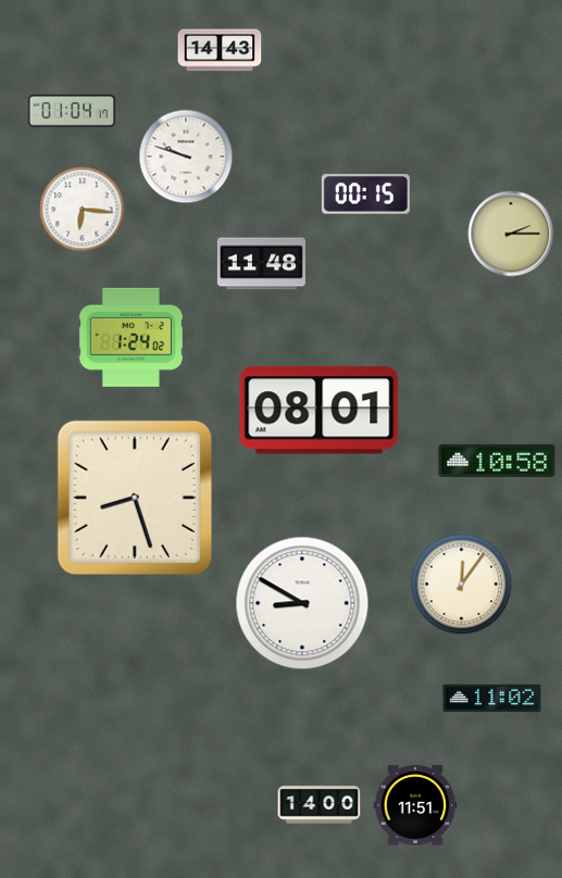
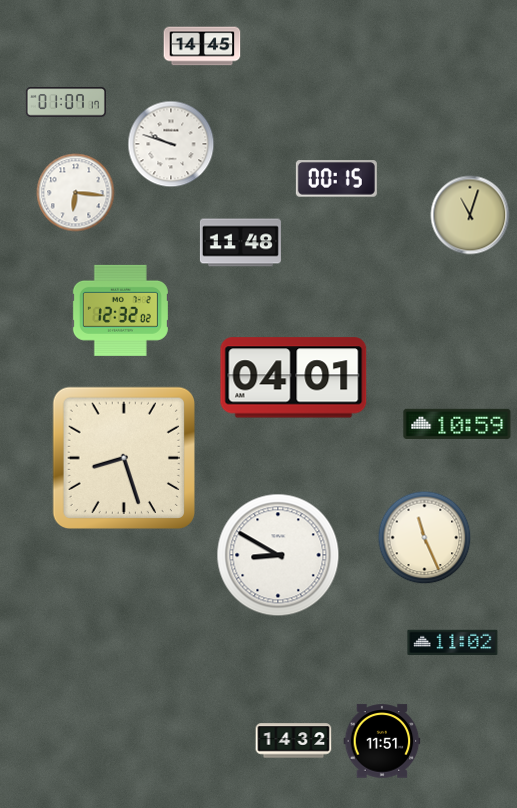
clock at (220, 50): 14:43 -> 14:45
clock at (72, 111): 01:04 -> 01:07
clock at (511, 234): 2:15 -> 11:03
clock at (130, 337): 1:24 -> 12:32
clock at (320, 411): 08:01 -> 04:01
clock at (497, 461): 10:58 -> 10:59
clock at (462, 585): 12:06 -> 11:26
clock at (320, 805): 14:00 -> 14:32
